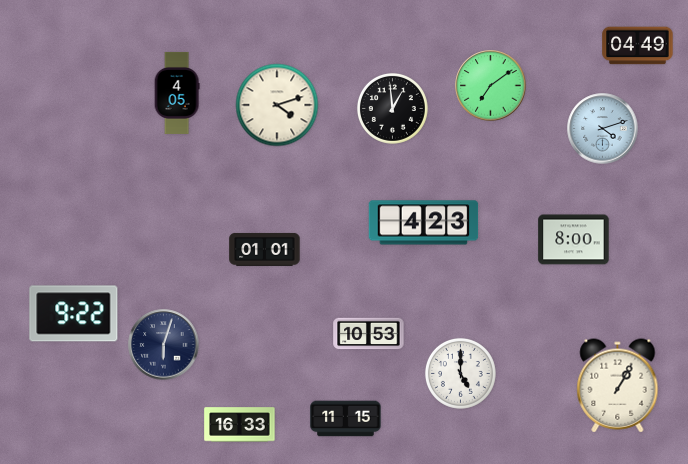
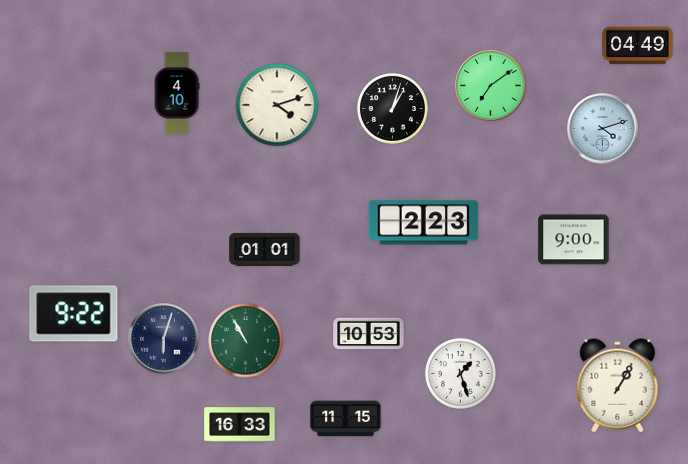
clock at (177, 93): 4:05 -> 4:10
clock at (392, 108): 12:59 -> 1:03
clock at (424, 223): 4:23 -> 2:23
clock at (574, 240): 8:00 -> 9:00
clock at (246, 341): none -> 10:55
clock at (164, 345) position: (164, 345) -> (164, 339)
clock at (460, 373): 5:00 -> 1:27
